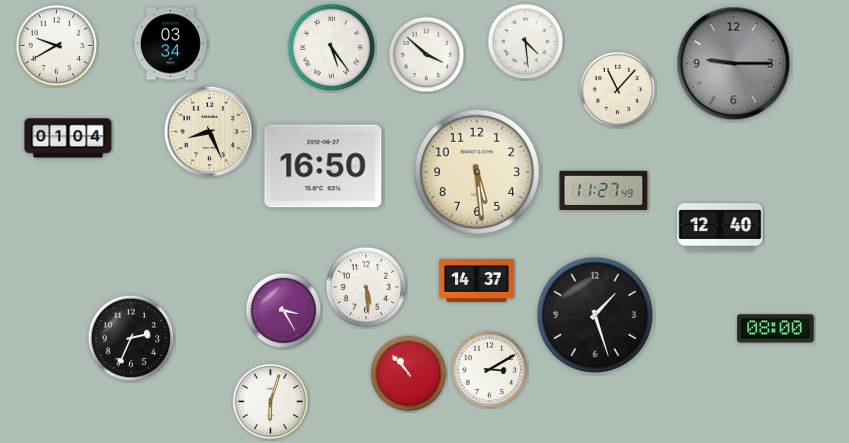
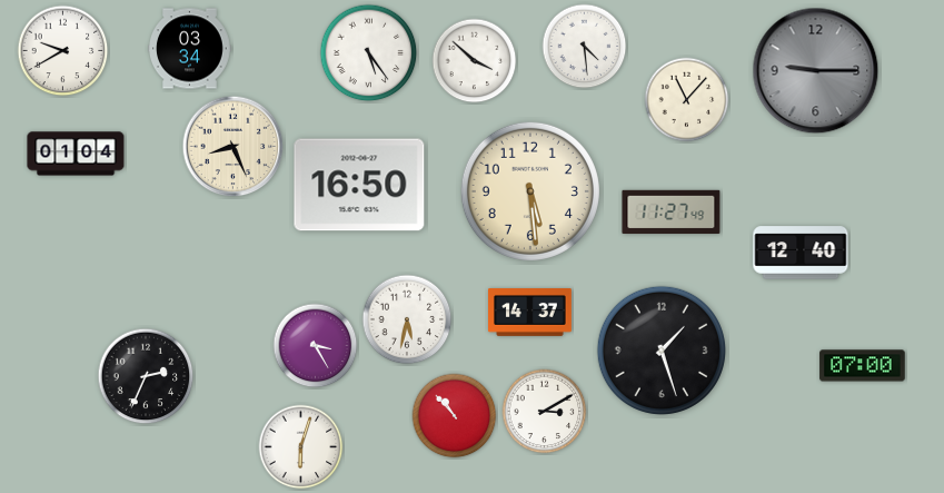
clock at (366, 287): 5:29 -> 5:32
clock at (776, 329): 08:00 -> 07:00
